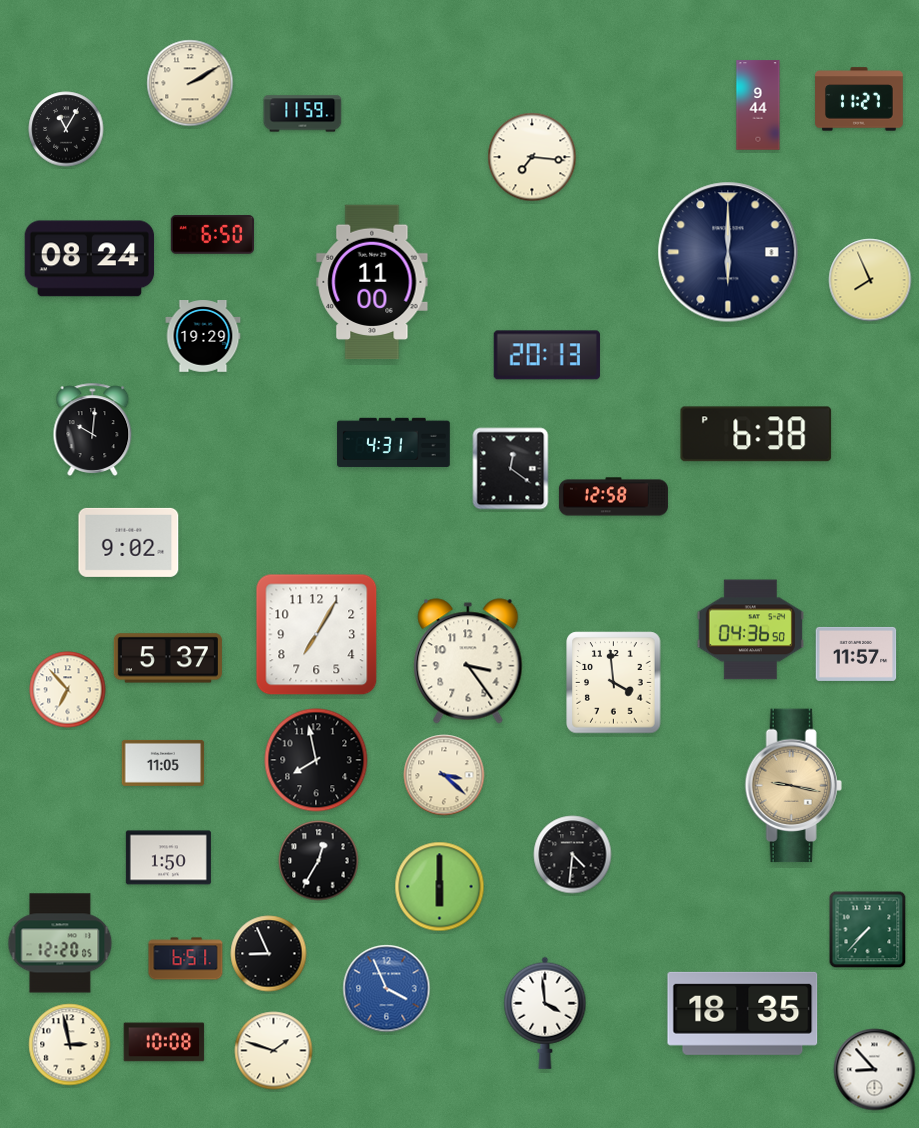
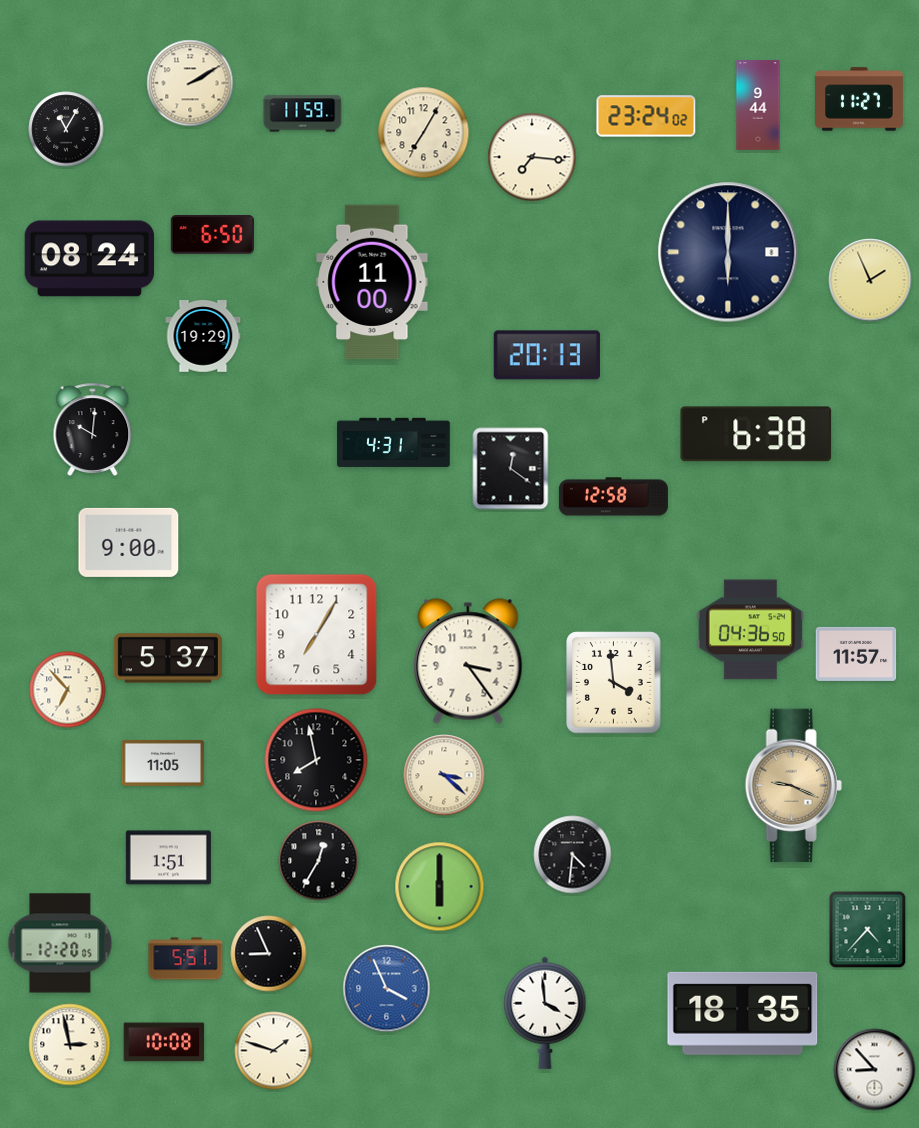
clock at (646, 116): none -> 23:24
clock at (424, 133): none -> 7:05
clock at (870, 280): 7:56 -> 1:56
clock at (129, 542): 9:02 -> 9:00
clock at (793, 786): 9:17 -> 9:19
clock at (168, 858): 1:50 -> 1:51
clock at (868, 930): 7:37 -> 4:37
clock at (186, 959): 6:51 -> 5:51
